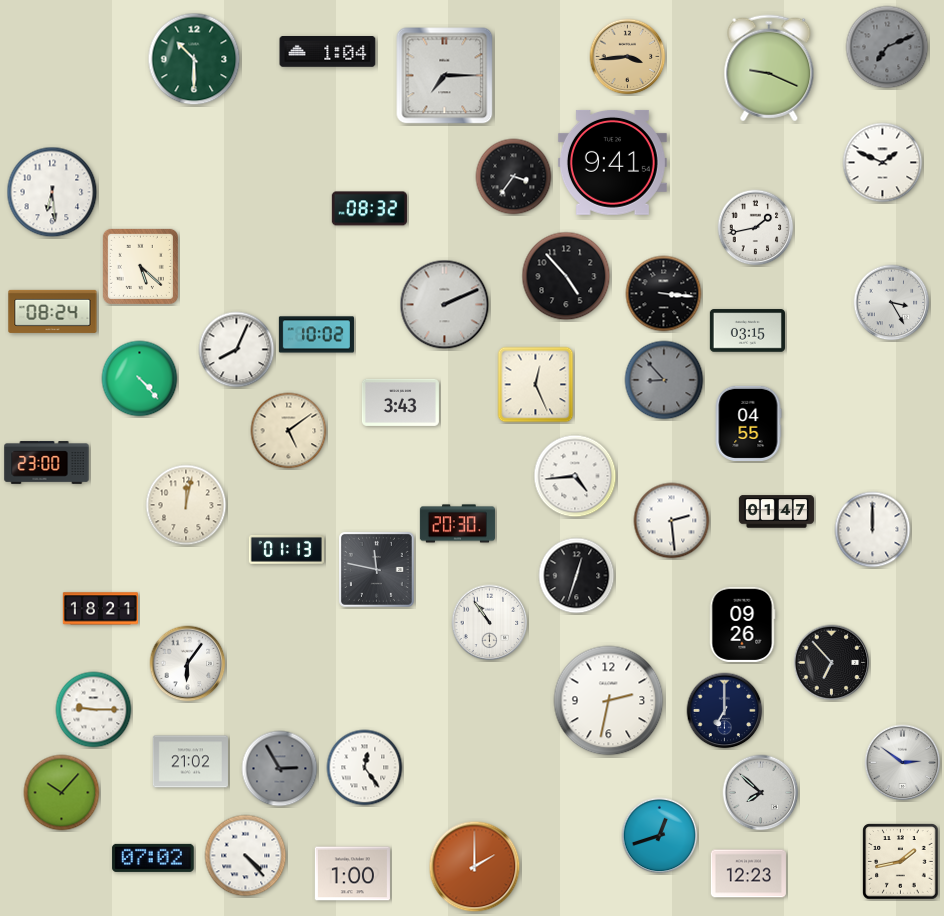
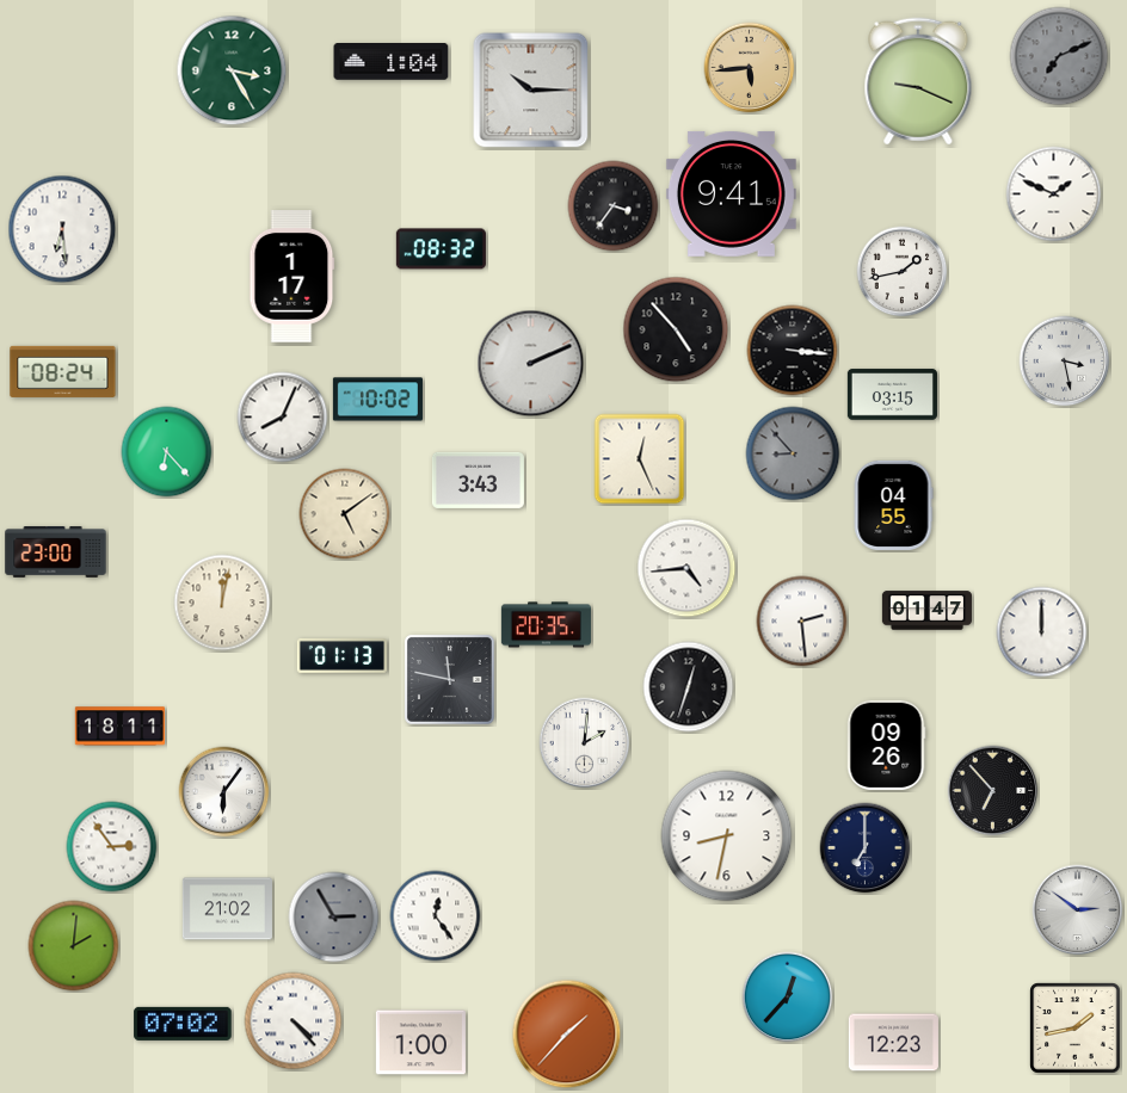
clock at (628, 57): 3:44 -> 5:44
clock at (194, 59): 10:30 -> 3:25
clock at (445, 76): 7:15 -> 10:15
clock at (514, 177) position: (514, 177) -> (614, 206)
clock at (292, 277): none -> 1:17
clock at (140, 266): 5:22 -> none
clock at (892, 303): 3:25 -> 3:28
clock at (140, 379): 4:23 -> 6:23
clock at (457, 524): 20:30 -> 20:35
clock at (100, 609): 18:21 -> 18:11
clock at (490, 623): 10:54 -> 2:01
clock at (609, 701): 2:32 -> 8:32
clock at (94, 710): 9:15 -> 2:54
clock at (62, 793): 10:07 -> 2:01
clock at (761, 793): 7:52 -> none
clock at (660, 836): 12:42 -> 12:37
clock at (475, 867): 2:00 -> 1:37
